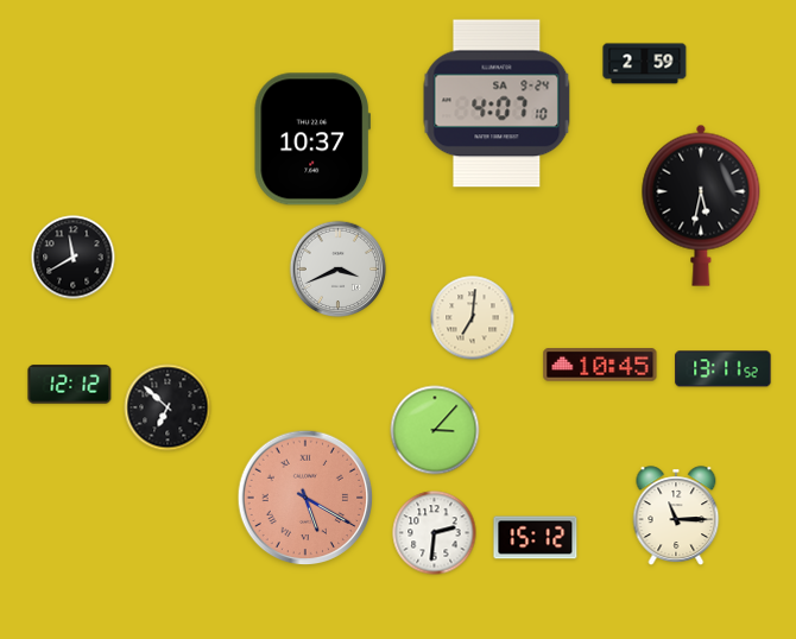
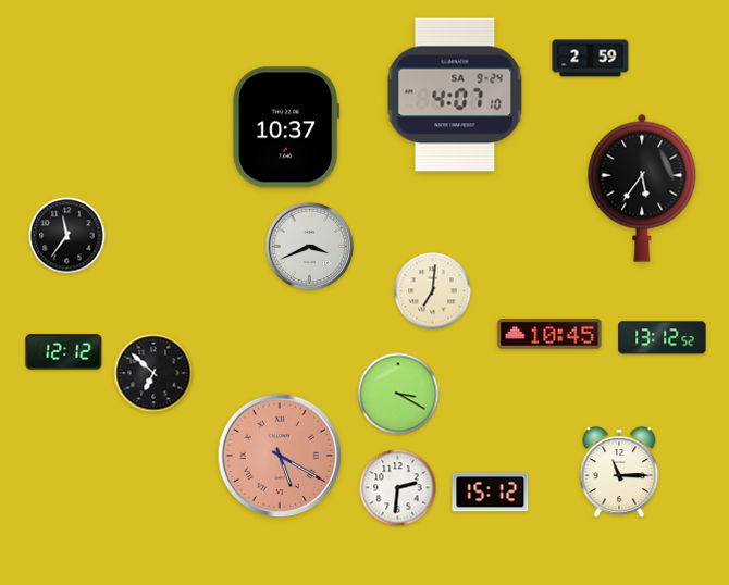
clock at (701, 205): 5:32 -> 5:36
clock at (74, 258): 11:40 -> 11:36
clock at (724, 369): 13:11 -> 13:12
clock at (435, 430): 3:07 -> 3:20
